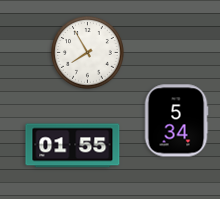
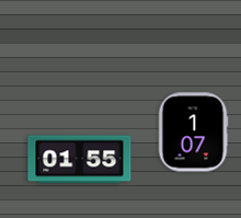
clock at (88, 53): 7:55 -> none
clock at (176, 121): 5:34 -> 1:07
